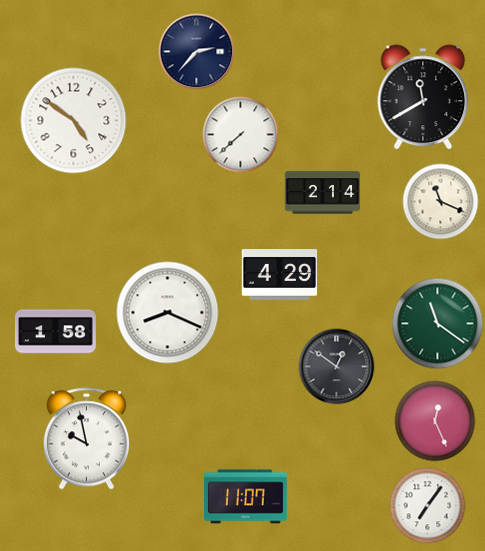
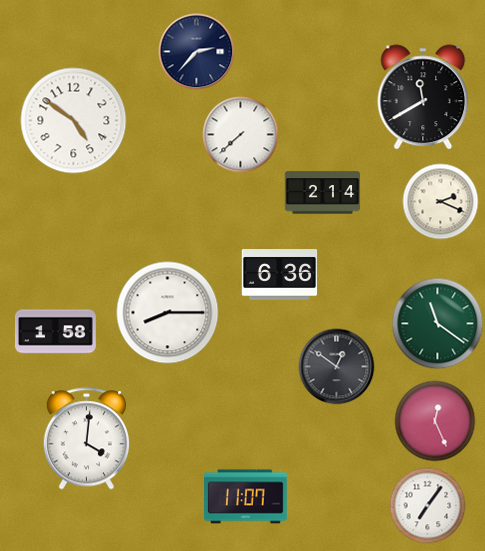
clock at (441, 202): 11:19 -> 2:19
clock at (280, 275): 4:29 -> 6:36
clock at (168, 313): 8:19 -> 8:15
clock at (86, 439): 9:58 -> 4:01
